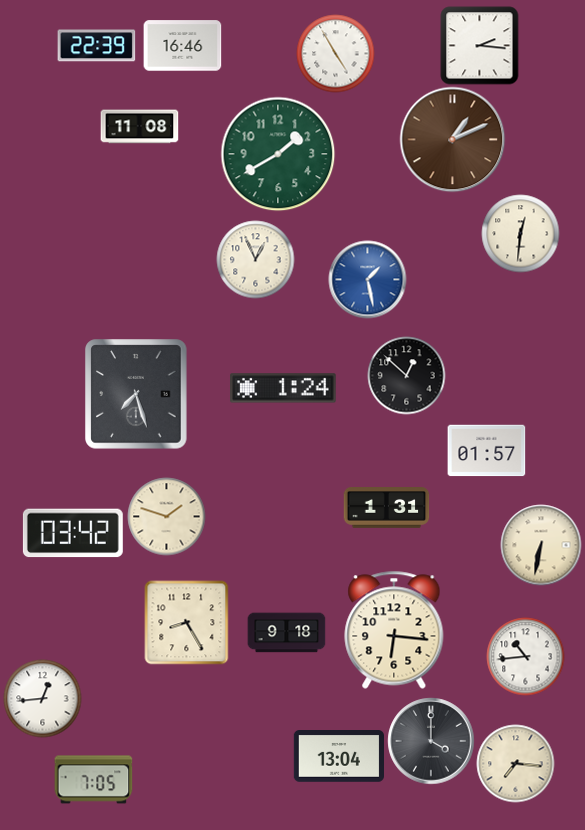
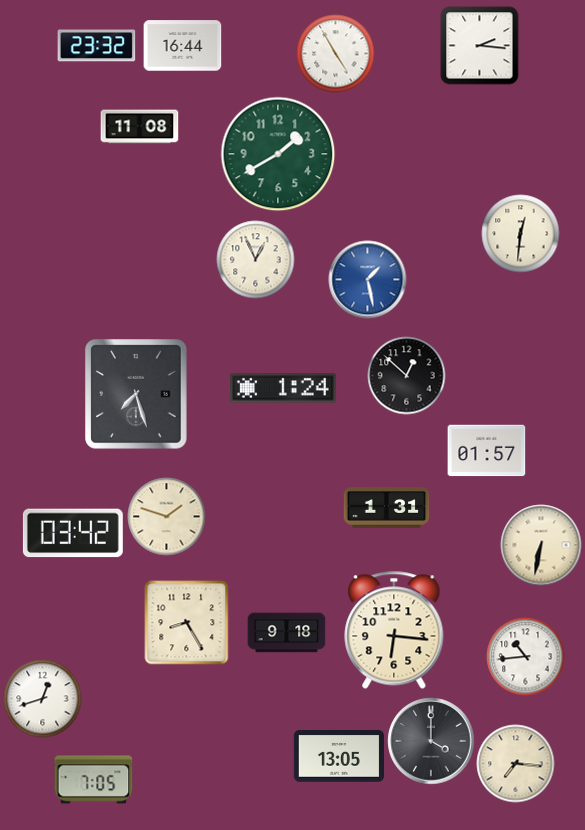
clock at (96, 46): 22:39 -> 23:32
clock at (182, 46): 16:46 -> 16:44
clock at (452, 139): 1:11 -> none
clock at (42, 698): 12:44 -> 12:42
clock at (338, 757): 13:04 -> 13:05
